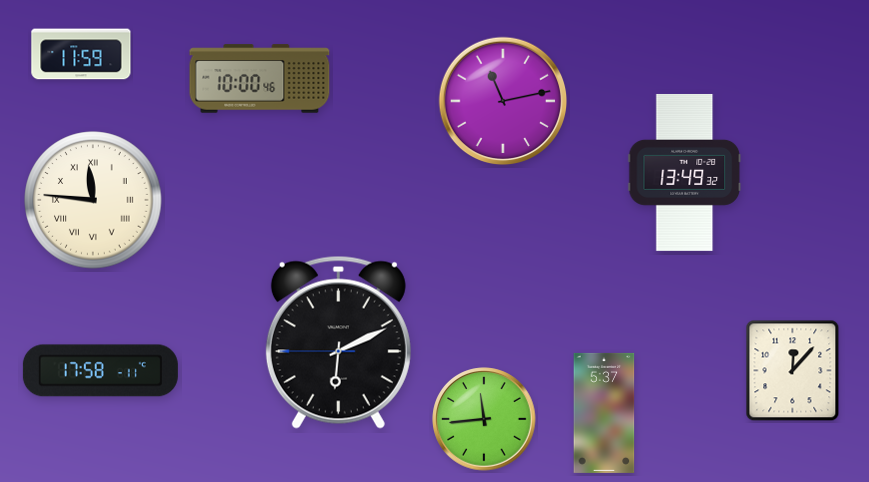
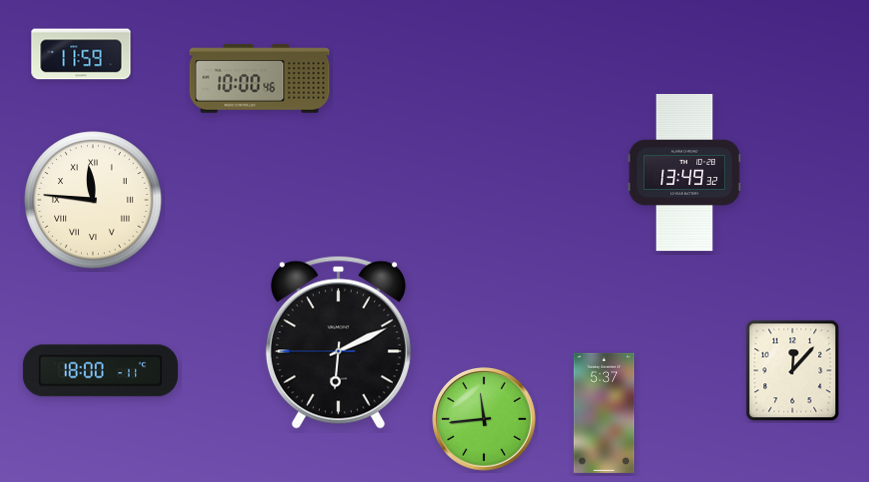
clock at (503, 101): 11:13 -> none
clock at (100, 371): 17:58 -> 18:00
